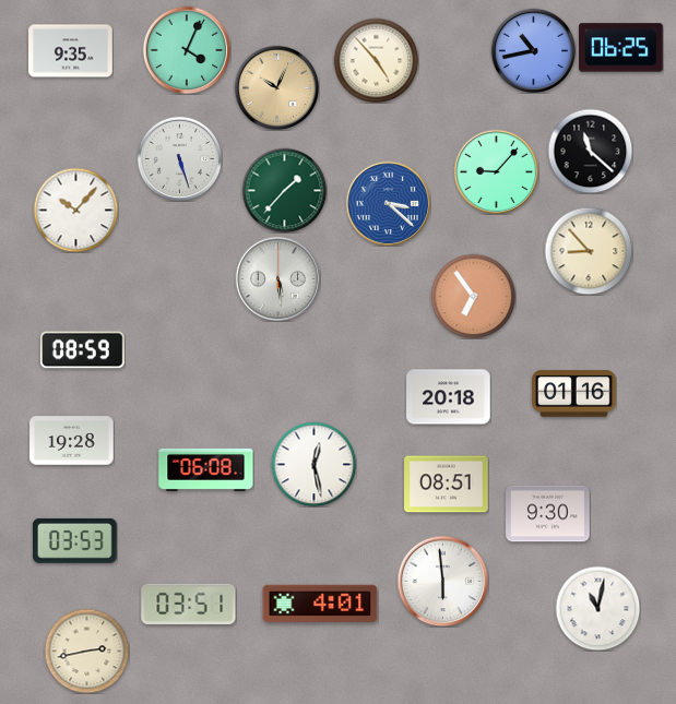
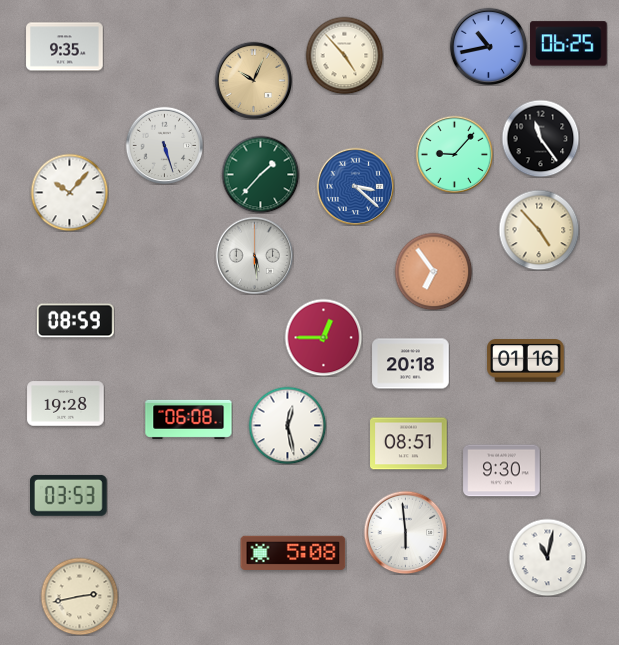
clock at (187, 50): 4:04 -> none
clock at (590, 151): 11:22 -> 11:24
clock at (496, 171) position: (496, 171) -> (454, 154)
clock at (589, 251): 8:53 -> 4:53
clock at (323, 337): none -> 12:45
clock at (206, 469) position: (206, 469) -> (189, 419)
clock at (320, 602): 4:01 -> 5:08
clock at (189, 605): 03:51 -> none
